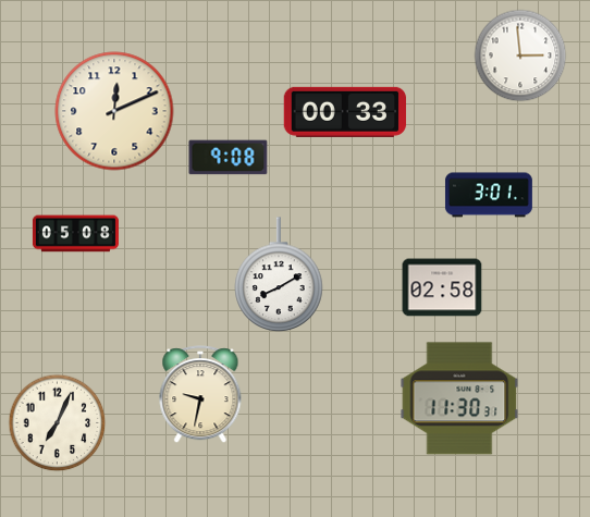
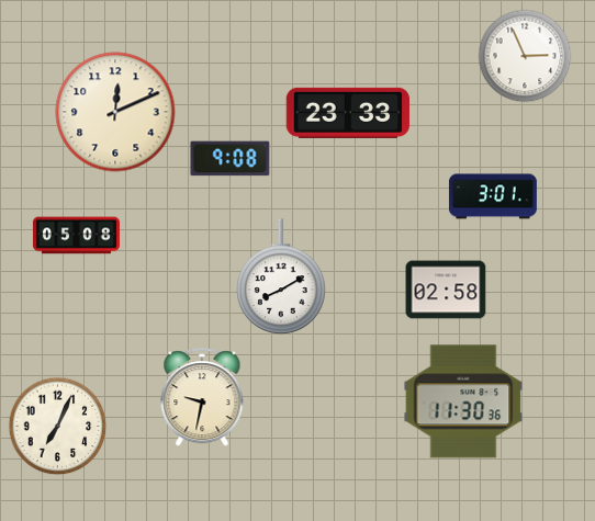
clock at (520, 56): 2:59 -> 2:56
clock at (344, 112): 00:33 -> 23:33
clock at (459, 398): 11:30:31 -> 11:30:36
